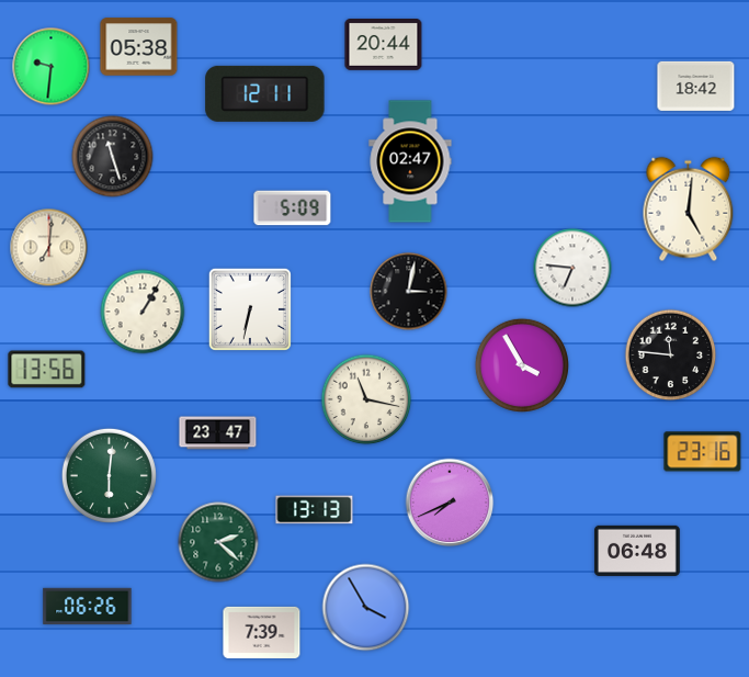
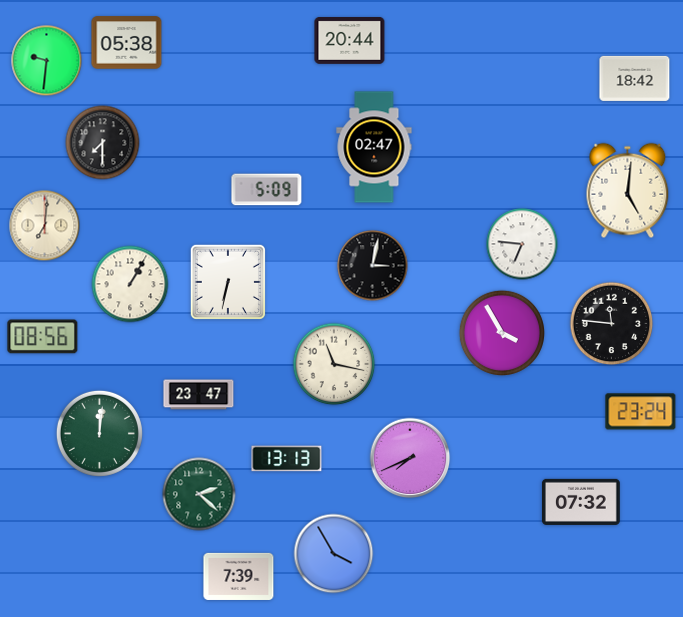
clock at (265, 93): 12:11 -> none
clock at (113, 157): 11:27 -> 7:30
clock at (522, 365) position: (522, 365) -> (502, 333)
clock at (47, 370): 13:56 -> 08:56
clock at (703, 452): 23:16 -> 23:24
clock at (109, 475): 6:01 -> 12:01
clock at (315, 510) position: (315, 510) -> (287, 459)
clock at (637, 551): 06:48 -> 07:32
clock at (88, 607): 06:26 -> none
